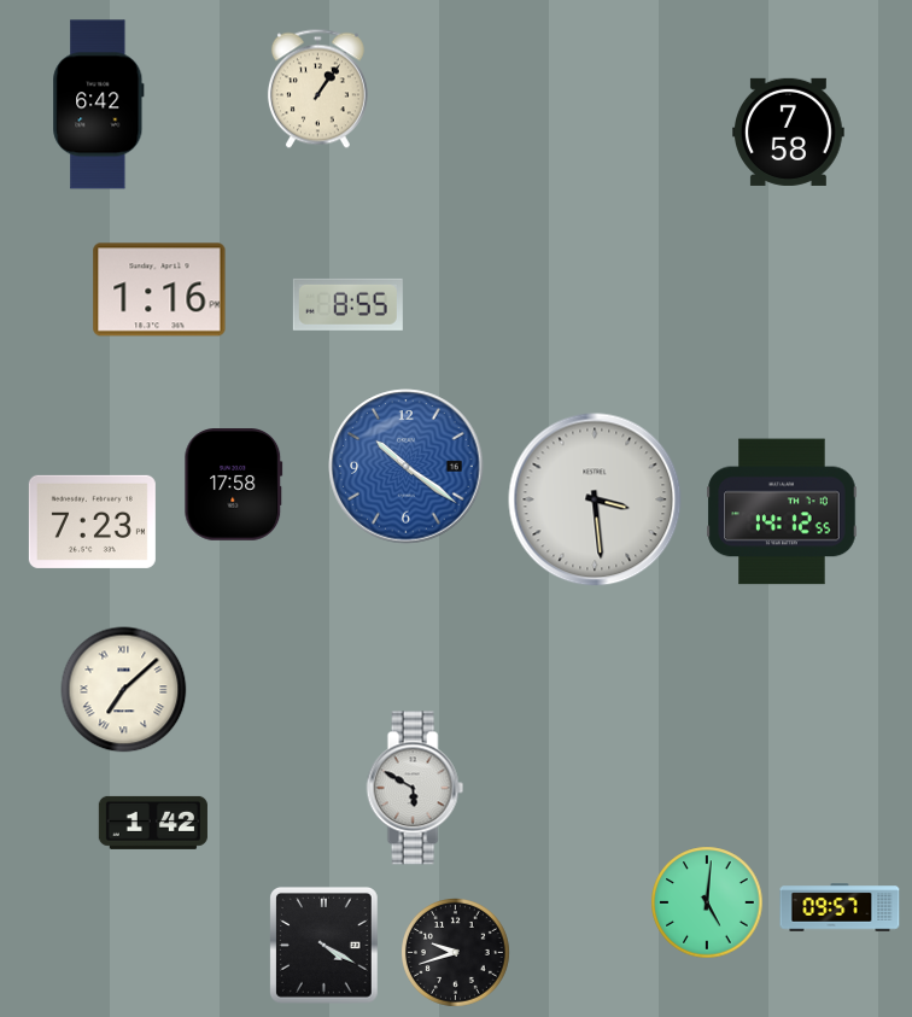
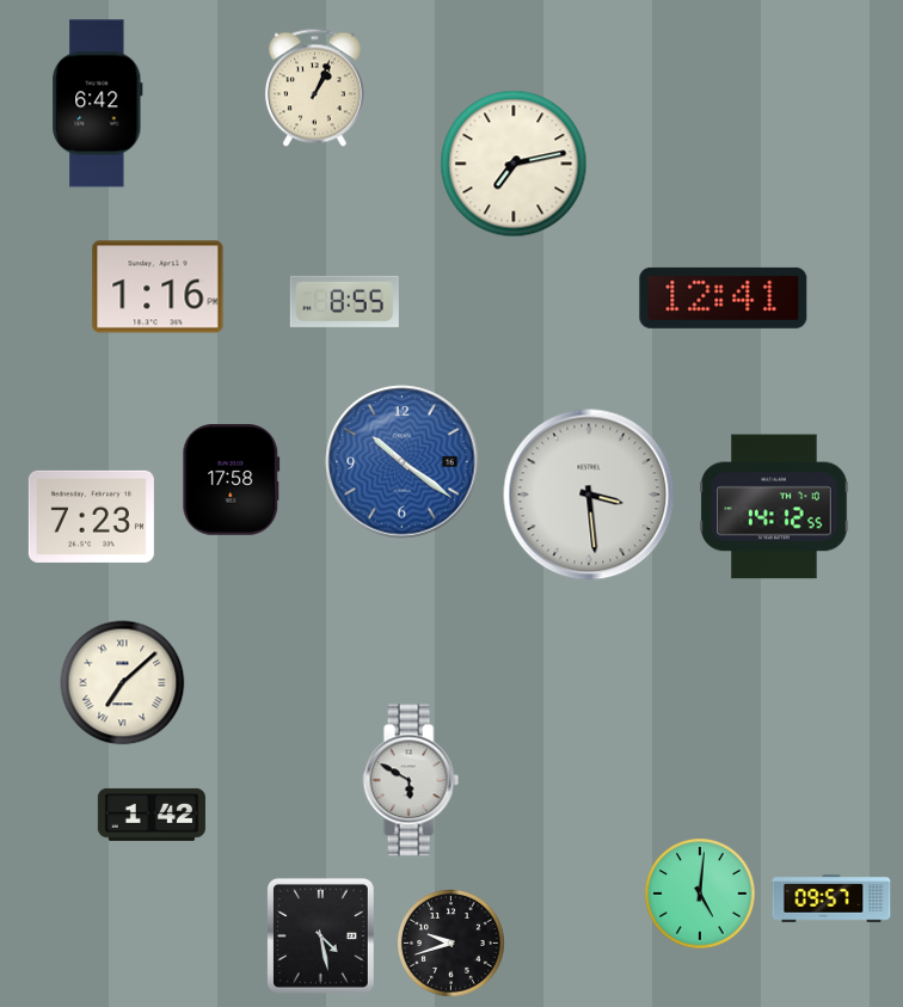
clock at (317, 89): 1:06 -> 1:04
clock at (789, 131): 7:58 -> none
clock at (514, 164): none -> 7:13
clock at (724, 297): none -> 12:41
clock at (323, 945): 4:20 -> 4:28
